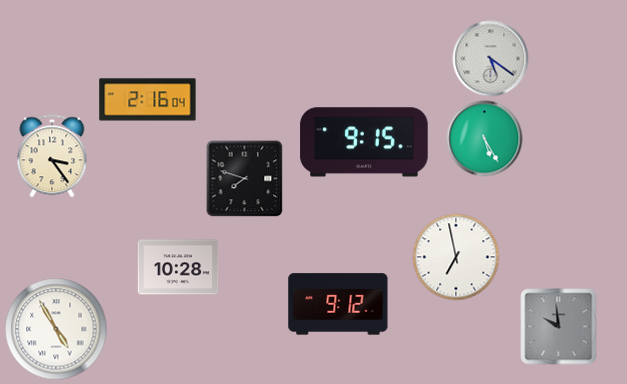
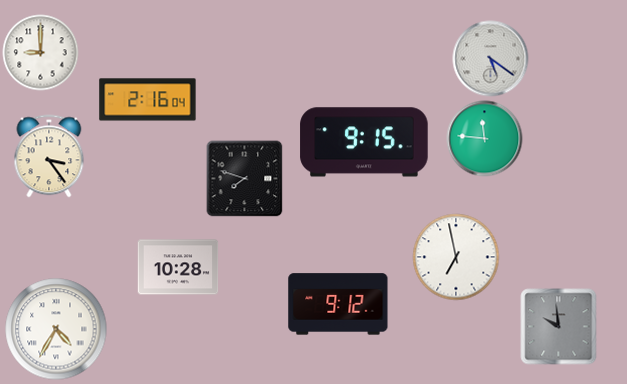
clock at (41, 53): none -> 9:00
clock at (485, 139): 5:25 -> 11:46
clock at (52, 156) position: (52, 156) -> (49, 156)
clock at (56, 329): 4:55 -> 4:35
